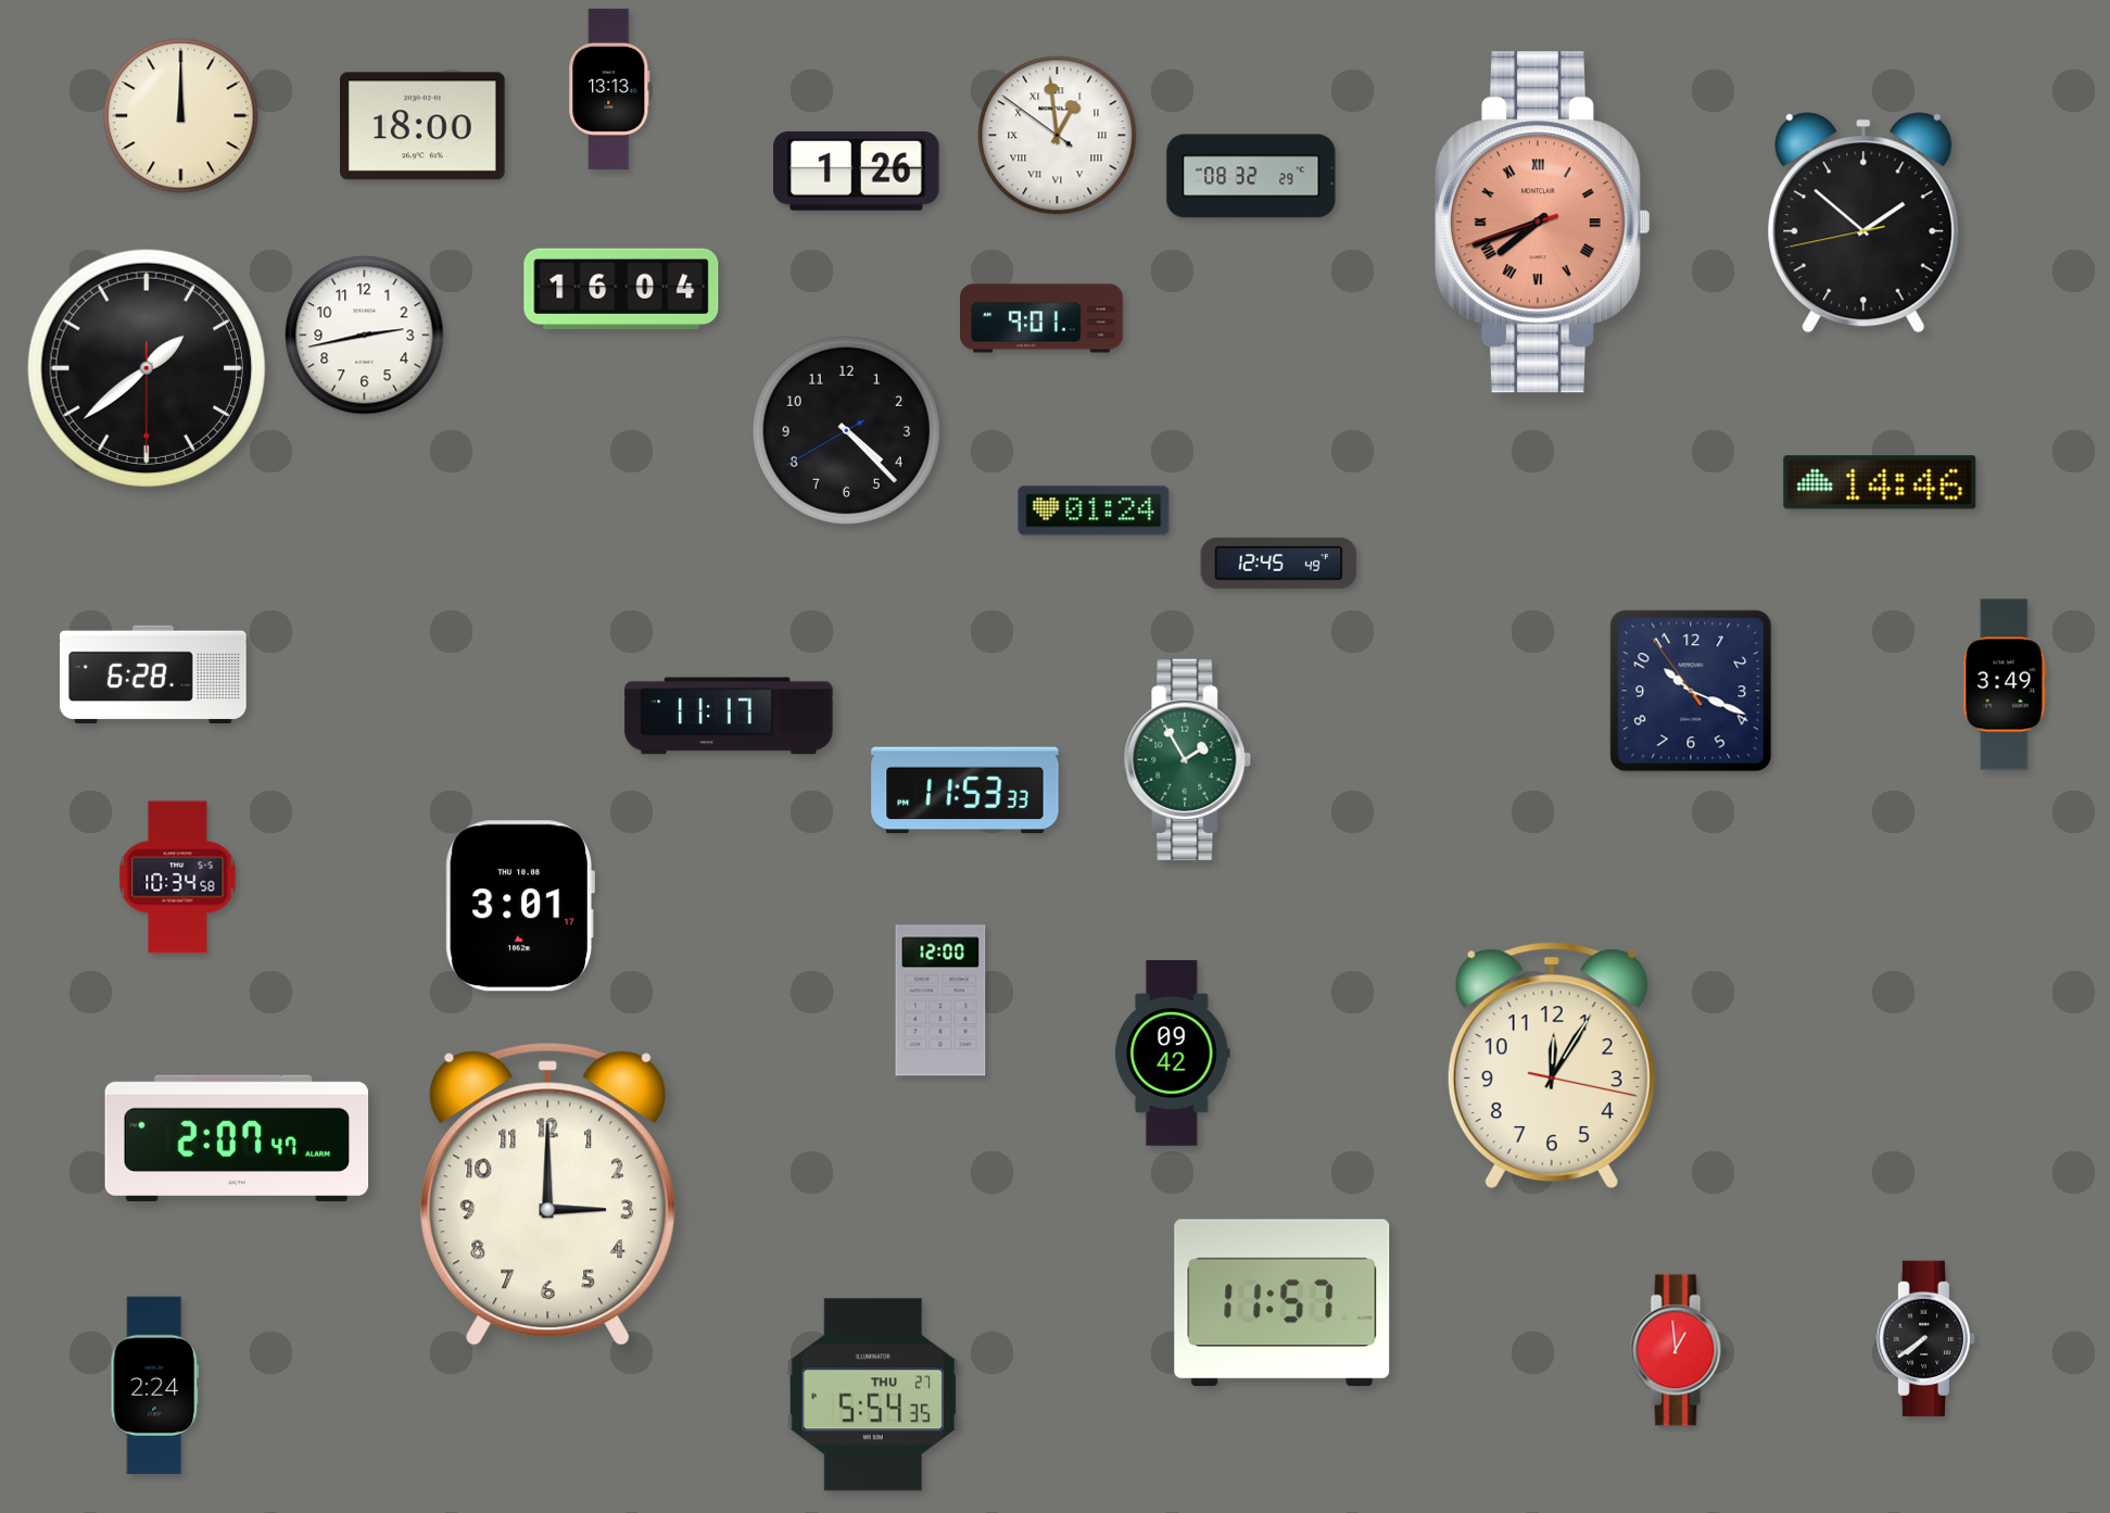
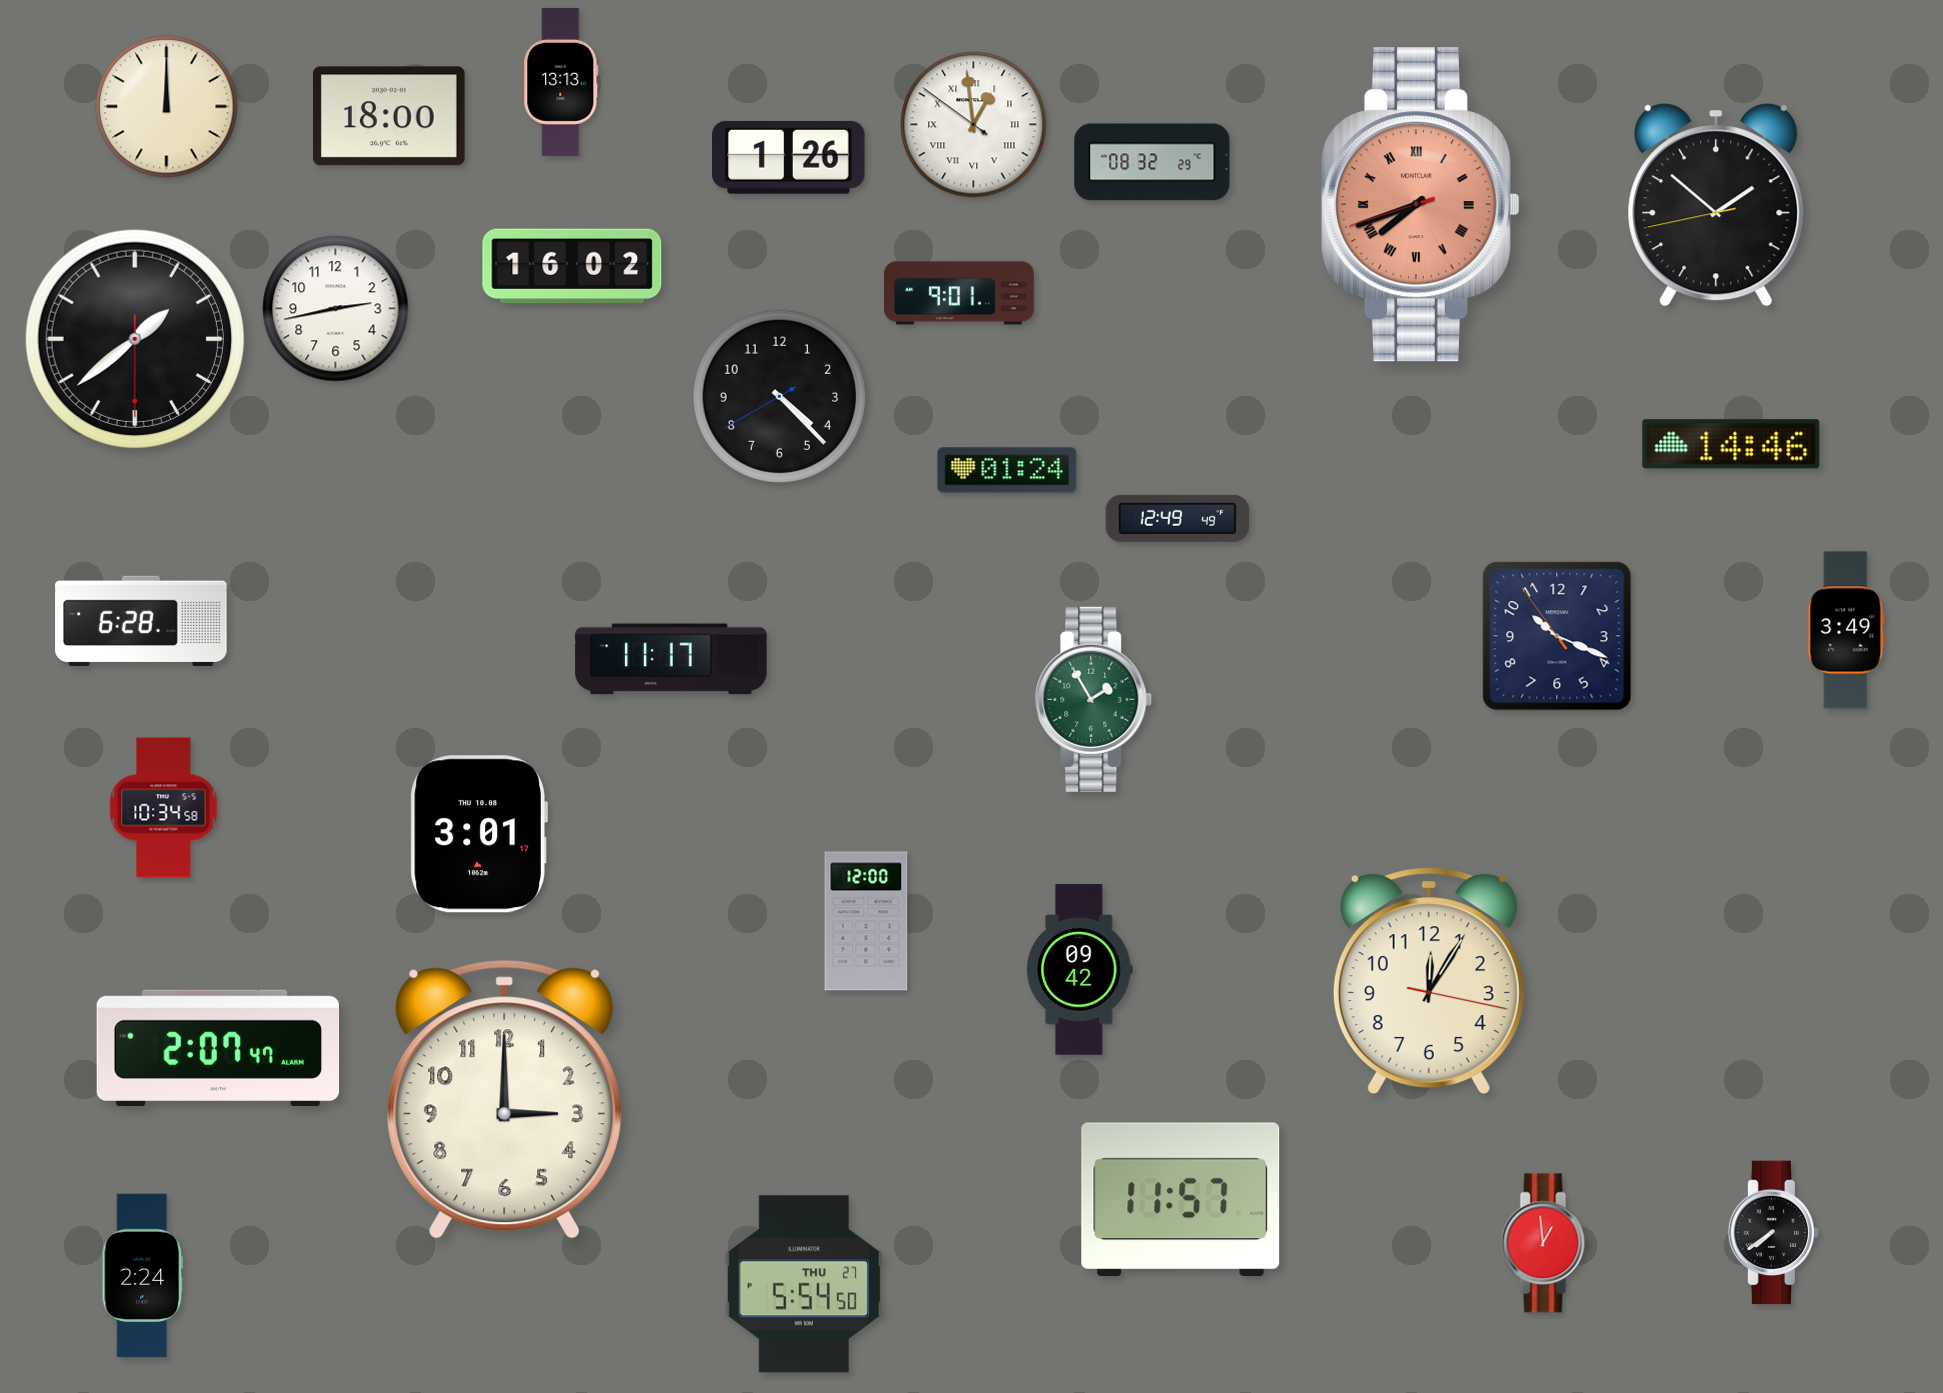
clock at (621, 289): 16:04 -> 16:02
clock at (1279, 563): 12:45 -> 12:49
clock at (965, 791): 11:53 -> none
clock at (873, 1395): 5:54:35 -> 5:54:50
